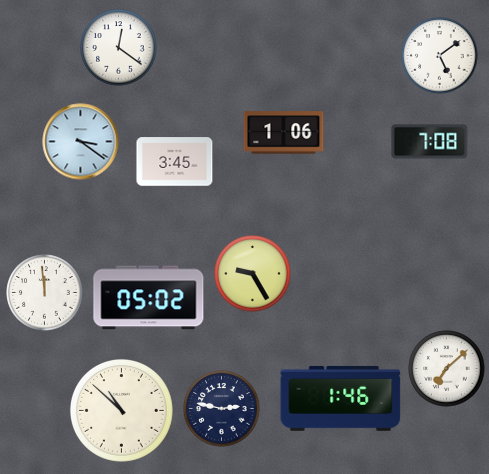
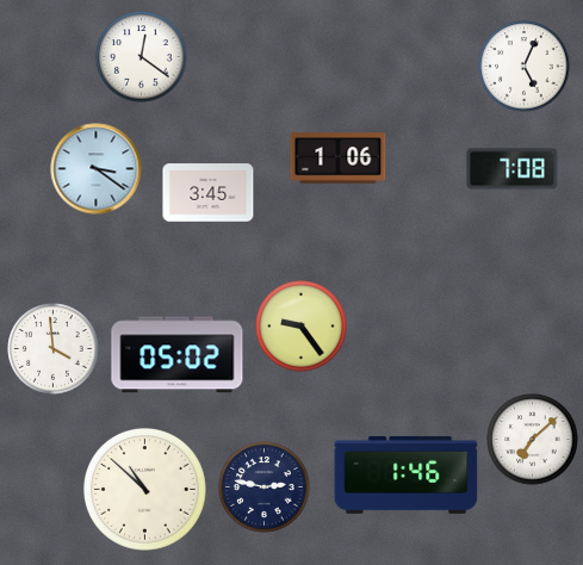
clock at (440, 56): 5:09 -> 5:04
clock at (253, 274): 9:25 -> 9:24
clock at (45, 293): 11:59 -> 3:59
